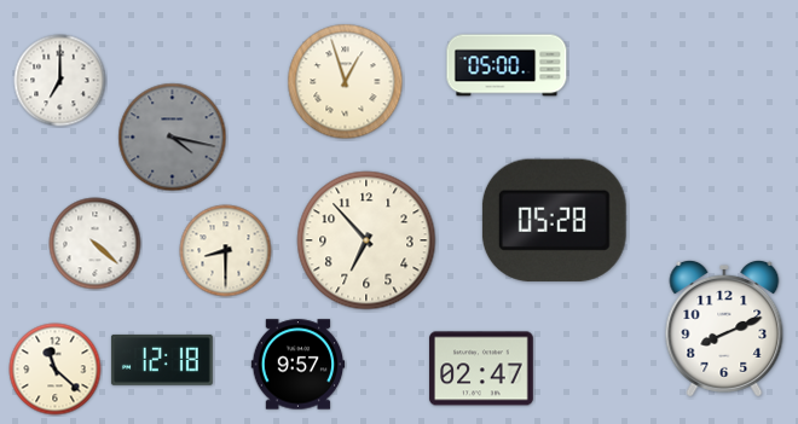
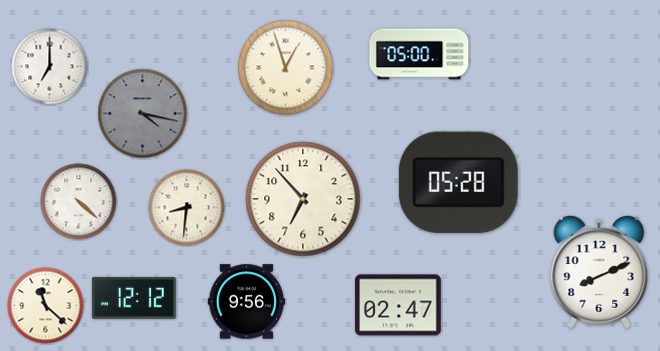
clock at (226, 251): 8:30 -> 8:31
clock at (162, 360): 12:18 -> 12:12
clock at (299, 365): 9:57 -> 9:56
